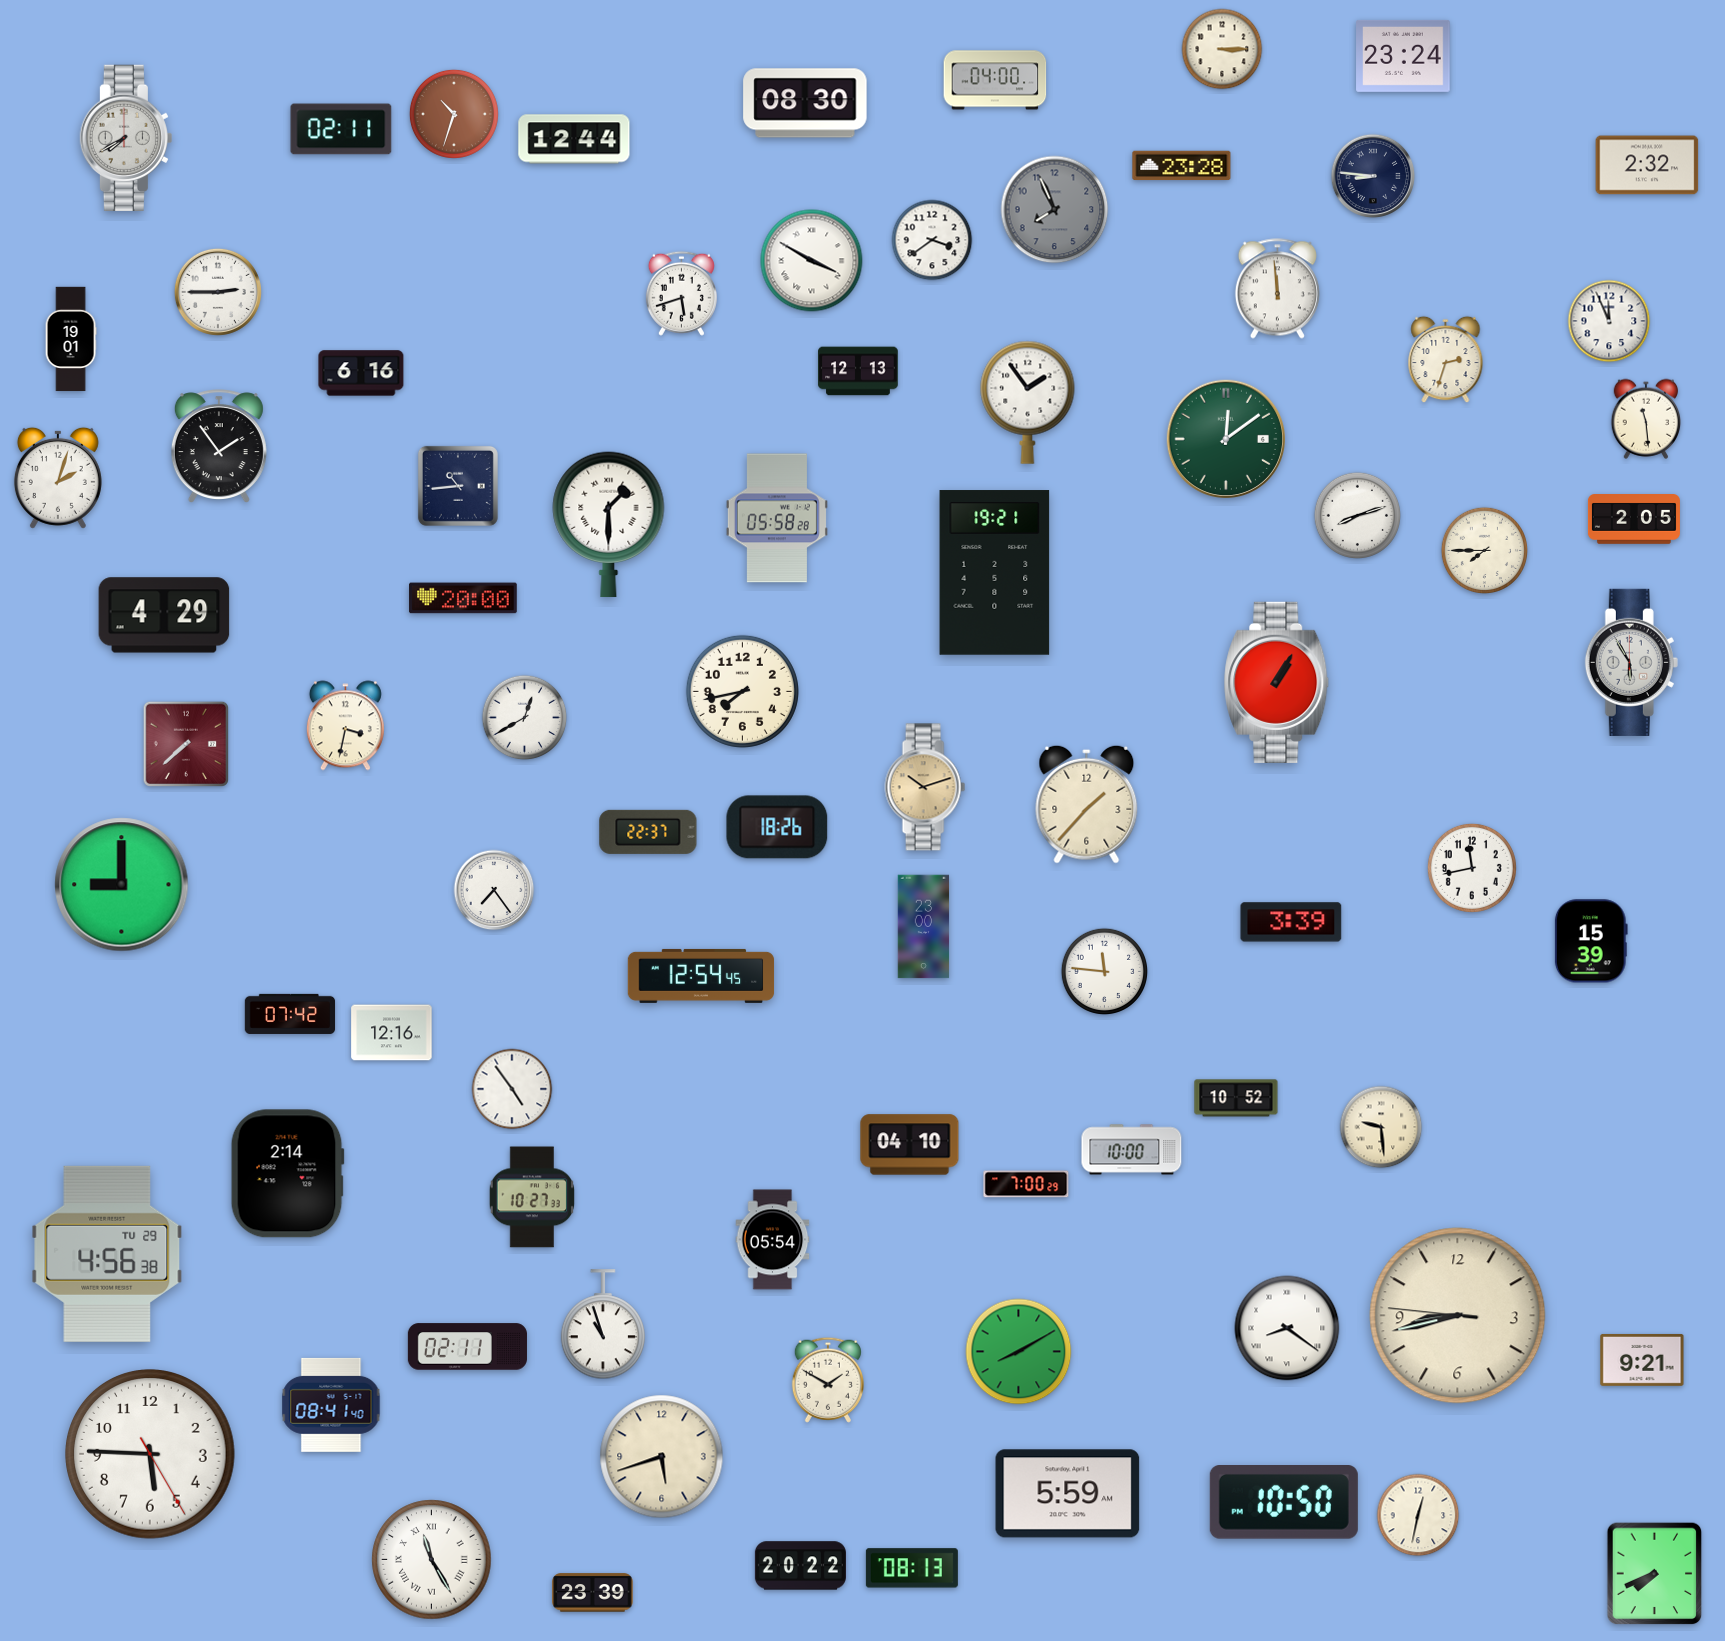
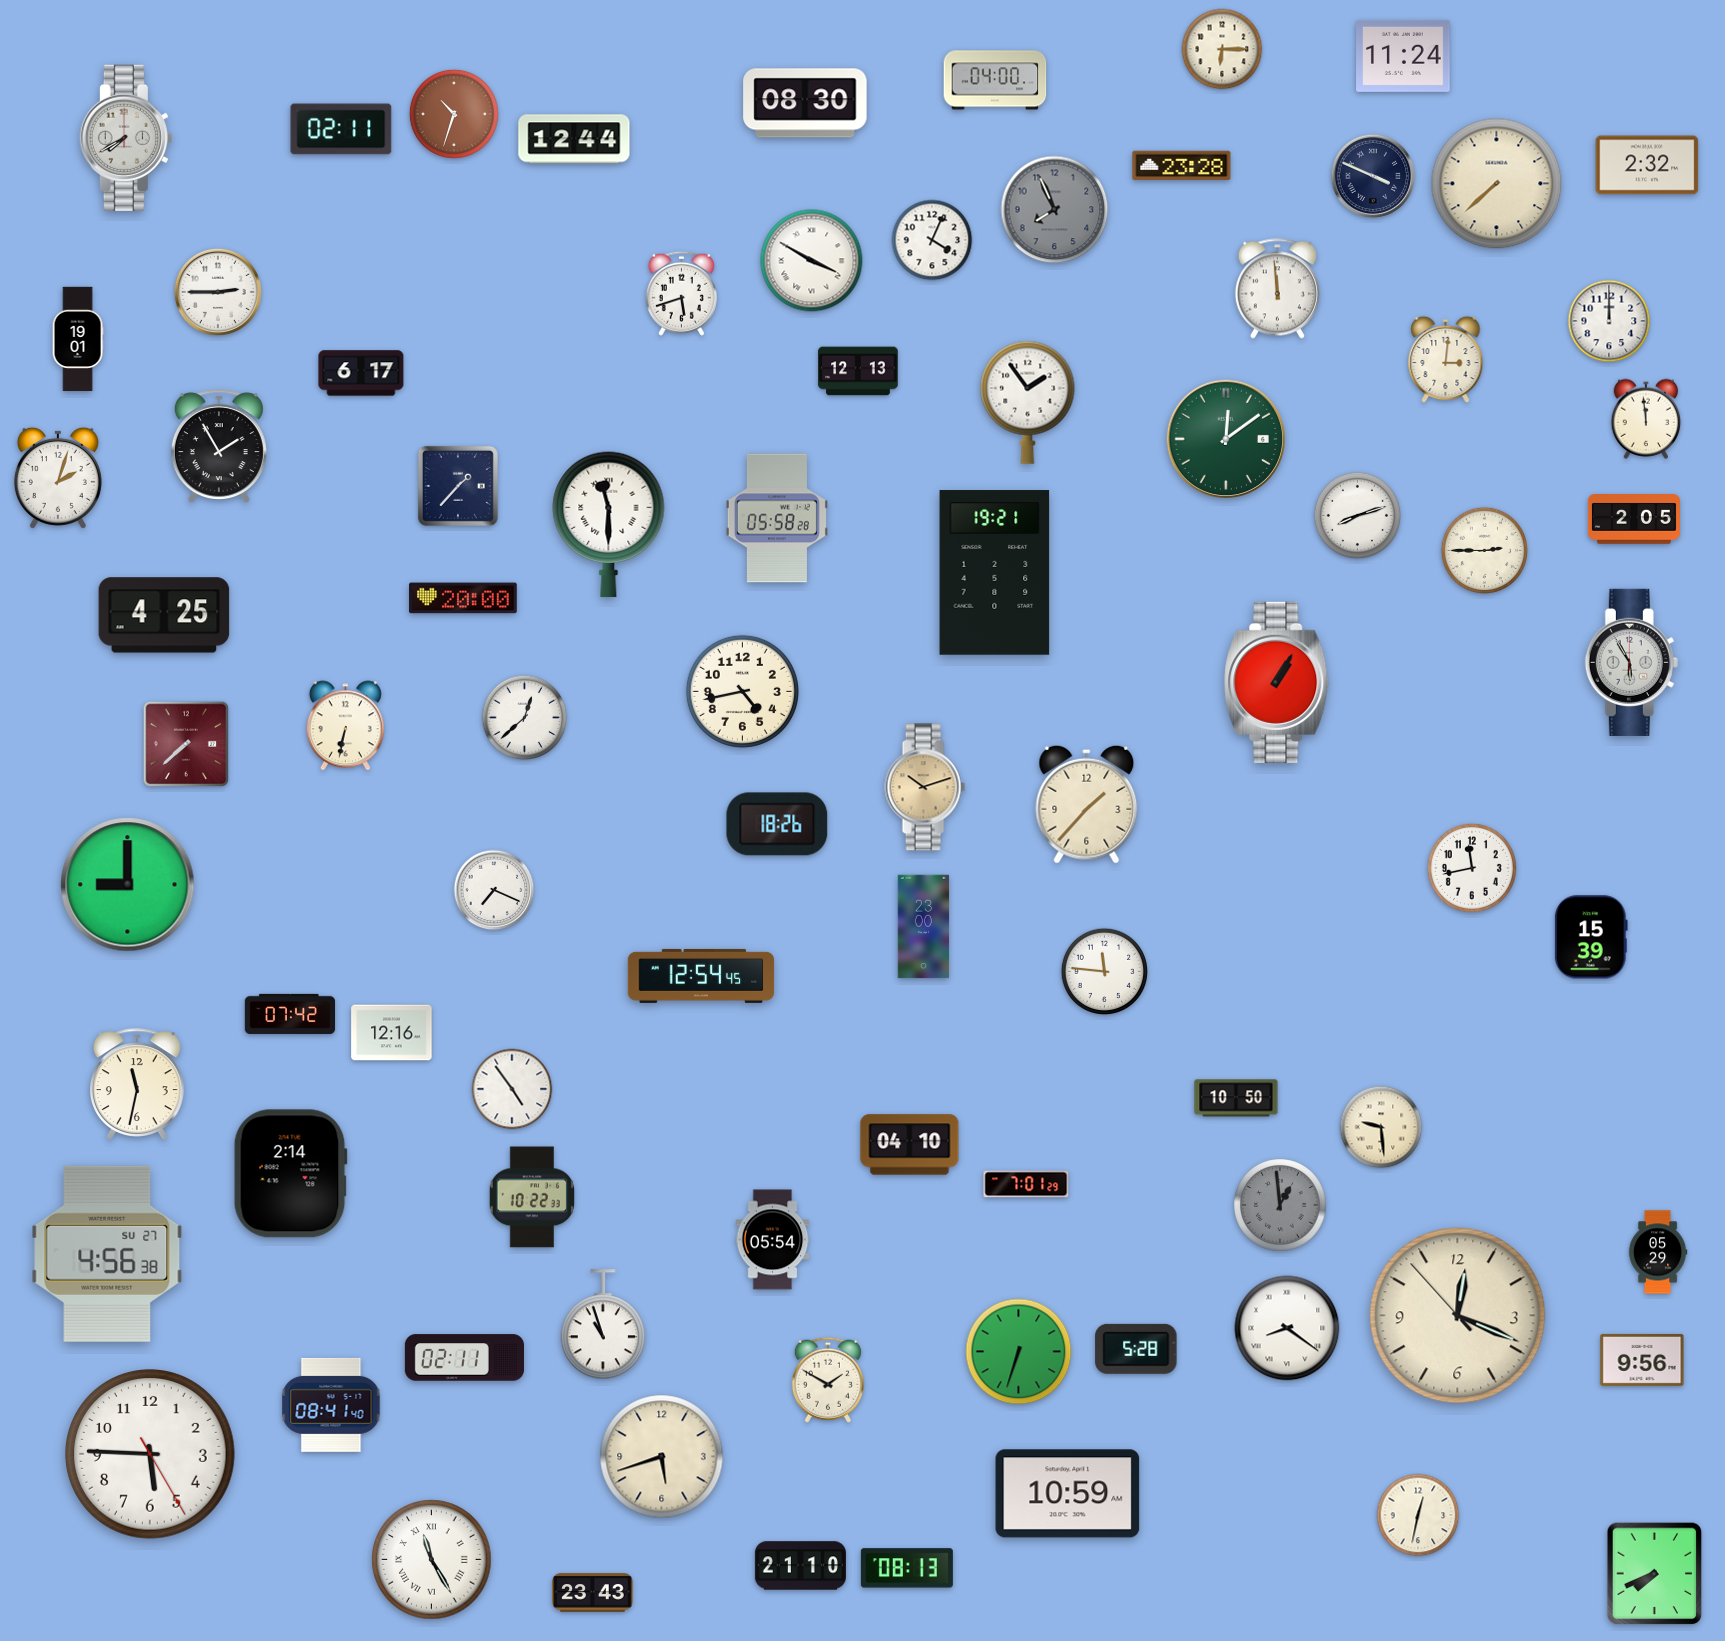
clock at (1222, 49): 3:15 -> 6:15
clock at (1403, 56): 23:24 -> 11:24
clock at (1373, 176): 8:46 -> 3:49
clock at (1497, 184): none -> 7:38
clock at (932, 240): 3:39 -> 4:04
clock at (1609, 321): 11:56 -> 12:00
clock at (71, 339) position: (71, 339) -> (78, 339)
clock at (1446, 360): 2:33 -> 3:01
clock at (361, 373): 6:16 -> 6:17
clock at (1646, 419): 11:29 -> 11:59
clock at (219, 446): 1:54 -> 1:55
clock at (458, 486): 10:44 -> 1:37
clock at (609, 525): 1:30 -> 11:30
clock at (1484, 550): 7:45 -> 2:45
clock at (164, 615): 4:29 -> 4:25
clock at (742, 691): 7:43 -> 4:43
clock at (525, 718): 12:40 -> 12:38
clock at (345, 726): 3:32 -> 6:32
clock at (777, 827) position: (777, 827) -> (777, 824)
clock at (648, 832): 22:37 -> none
clock at (122, 885) position: (122, 885) -> (128, 885)
clock at (494, 890): 7:24 -> 7:19
clock at (1291, 922): 3:39 -> none
clock at (1591, 941) position: (1591, 941) -> (1591, 937)
clock at (137, 1084): none -> 11:32
clock at (1236, 1098): 10:52 -> 10:50
clock at (1132, 1150): 10:00 -> none
clock at (287, 1174) position: (287, 1174) -> (290, 1174)
clock at (1026, 1184): 7:00 -> 7:01
clock at (531, 1197): 10:27 -> 10:22
clock at (1280, 1205): none -> 12:59
clock at (1658, 1252): none -> 05:29
clock at (107, 1254) date: TU 29 -> SU 27
clock at (1458, 1316): 8:42 -> 12:18
clock at (467, 1347) position: (467, 1347) -> (464, 1358)
clock at (1136, 1349): none -> 5:28
clock at (1019, 1352): 8:10 -> 6:33
clock at (1642, 1360): 9:21 -> 9:56
clock at (1068, 1494): 5:59 -> 10:59
clock at (1284, 1503): 10:50 -> none
clock at (800, 1566): 20:22 -> 21:10
clock at (912, 1568) position: (912, 1568) -> (907, 1568)
clock at (593, 1593): 23:39 -> 23:43
